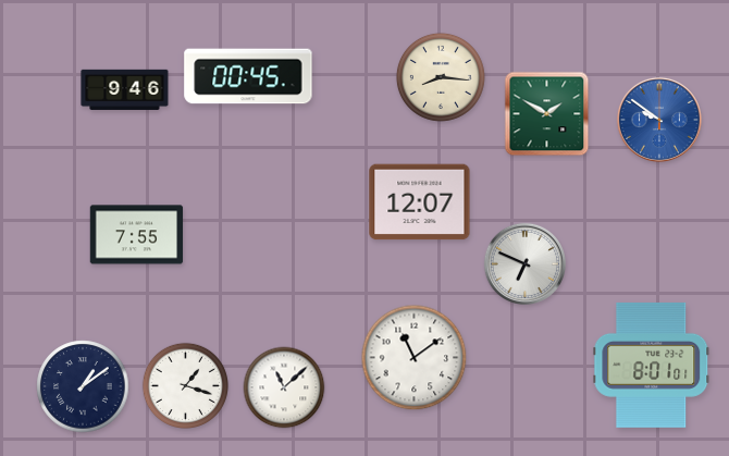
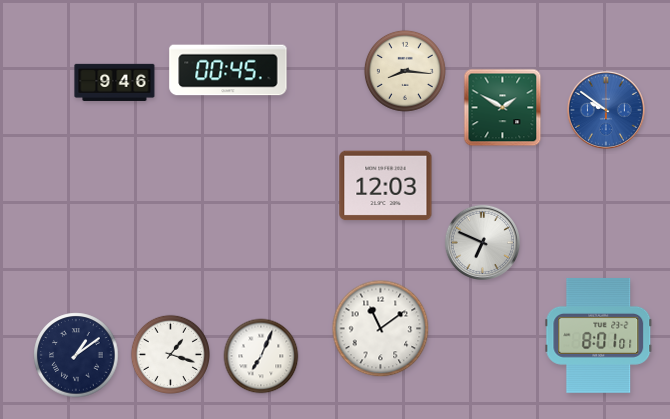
clock at (547, 114) position: (547, 114) -> (503, 108)
clock at (420, 202): 12:07 -> 12:03
clock at (137, 235): 7:55 -> none
clock at (284, 387): 11:08 -> 7:04
